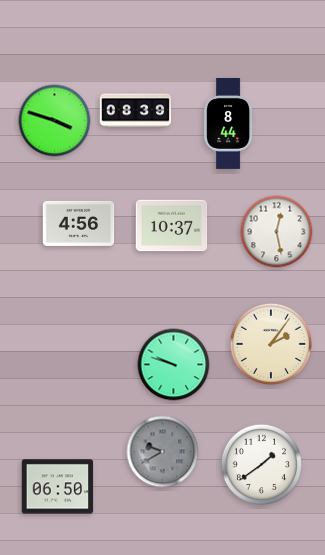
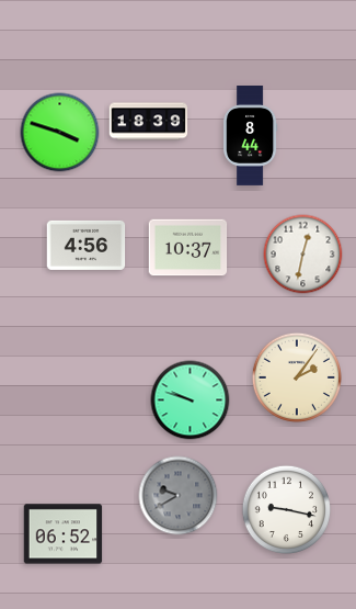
clock at (136, 111): 08:39 -> 18:39
clock at (277, 232): 12:28 -> 12:32
clock at (261, 464): 1:39 -> 9:17
clock at (58, 487): 06:50 -> 06:52
